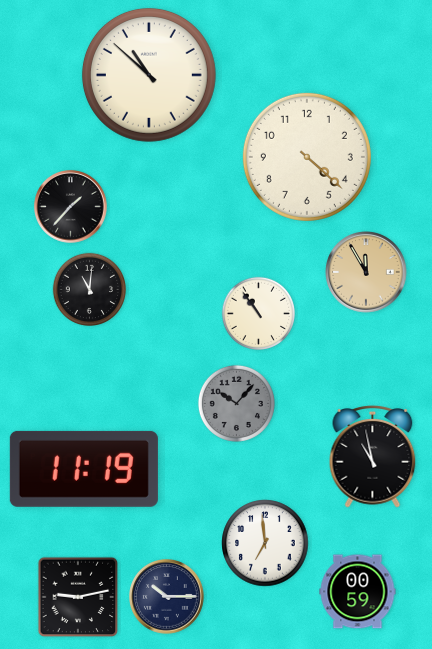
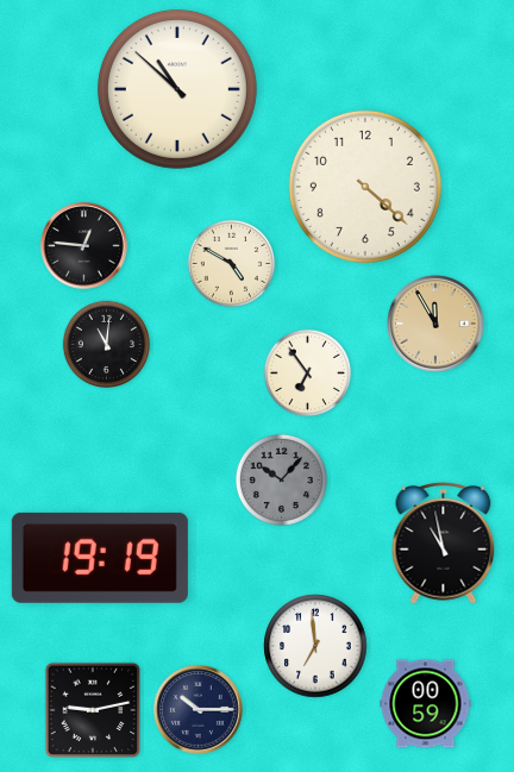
clock at (71, 207): 1:37 -> 12:46
clock at (232, 264): none -> 4:50
clock at (259, 314): 10:54 -> 6:54
clock at (84, 469): 11:19 -> 19:19
